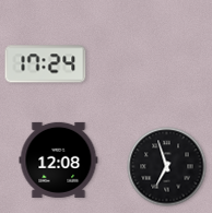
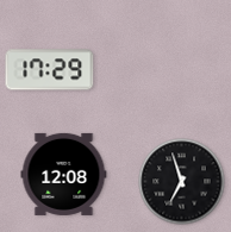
clock at (46, 64): 17:24 -> 17:29
